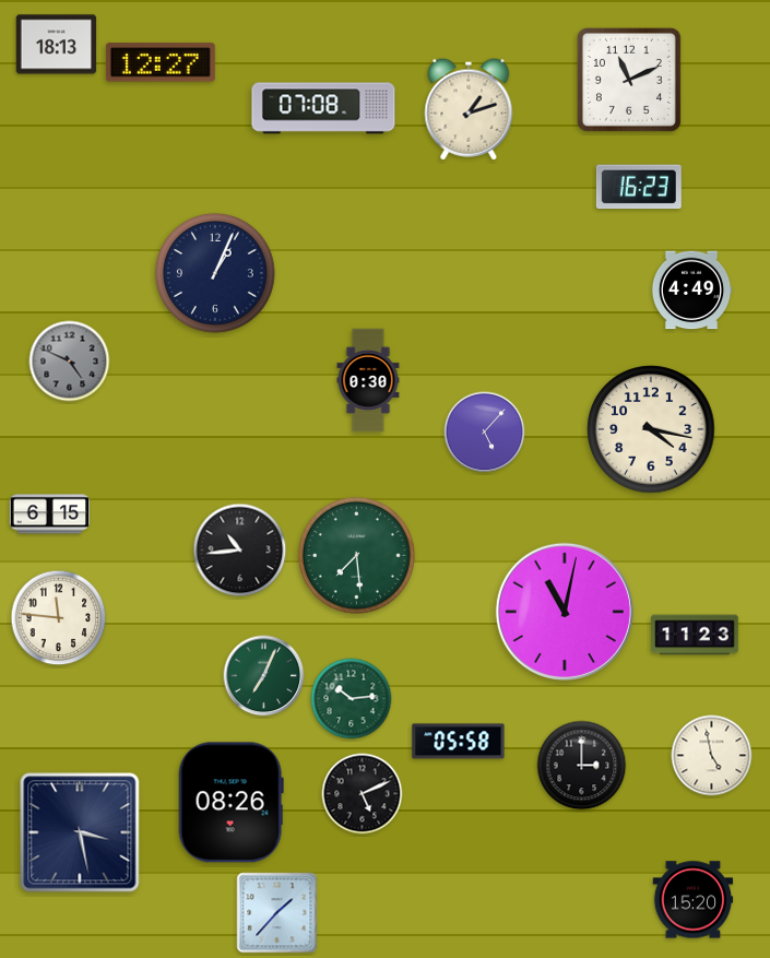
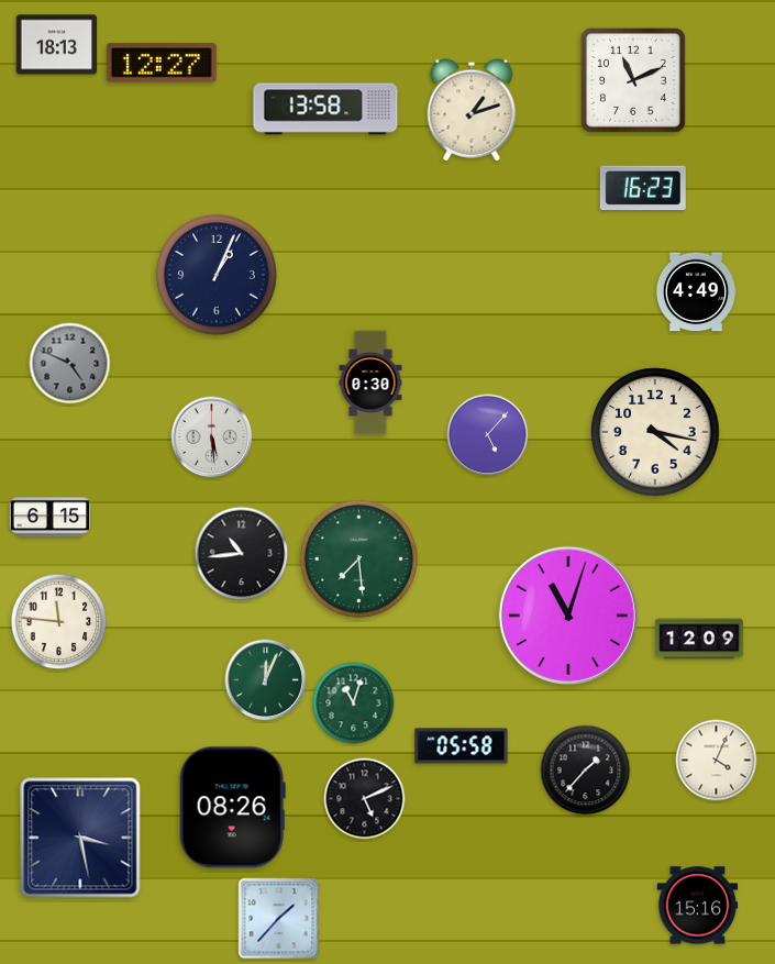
clock at (323, 108): 07:08 -> 13:58
clock at (212, 437): none -> 5:29
clock at (565, 612): 11:02 -> 11:03
clock at (695, 635): 11:23 -> 12:09
clock at (264, 676): 7:04 -> 12:04
clock at (352, 699): 10:14 -> 11:03
clock at (712, 756): 4:58 -> 4:04
clock at (582, 766): 3:00 -> 1:37
clock at (694, 900): 15:20 -> 15:16
